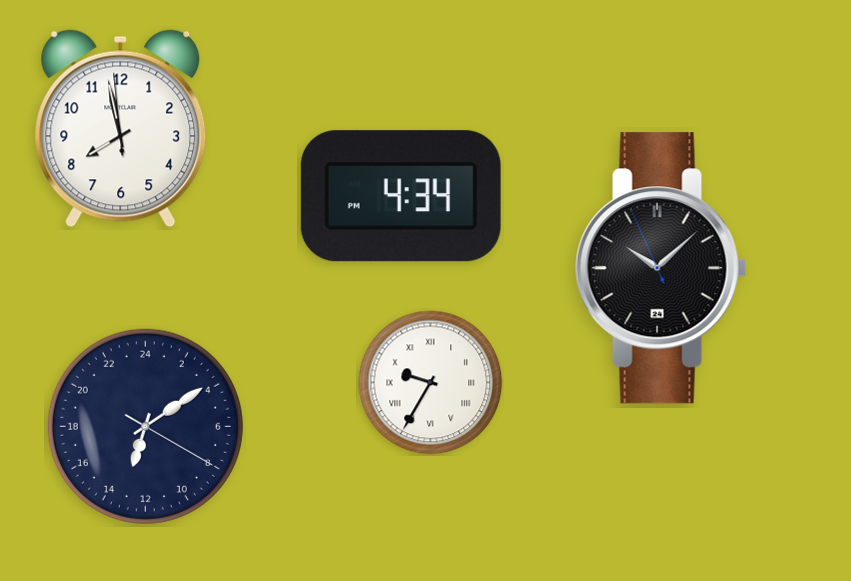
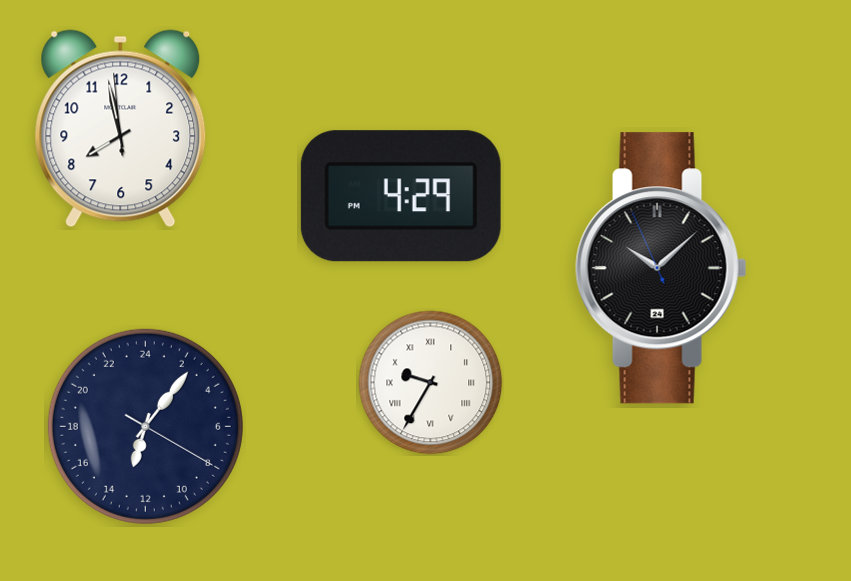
clock at (401, 196): 4:34 -> 4:29
clock at (145, 426): 13:09 -> 13:06
